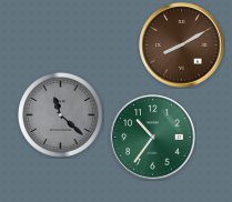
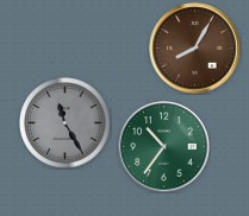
clock at (182, 46): 8:10 -> 8:05
clock at (61, 115): 11:22 -> 11:25
